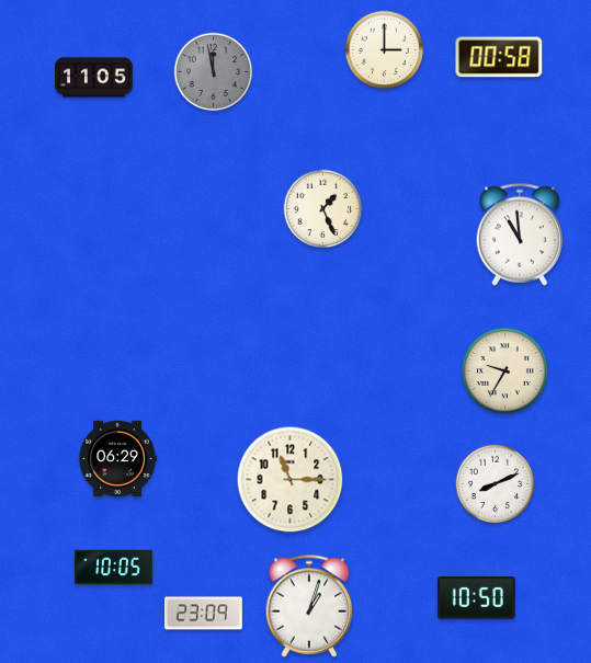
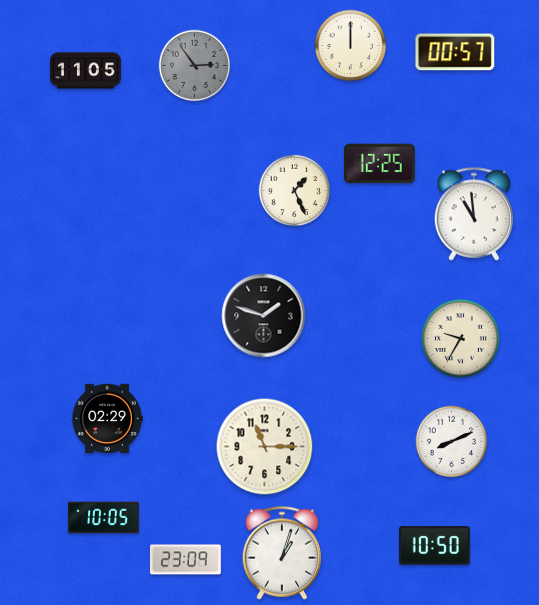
clock at (385, 50): 3:00 -> 12:00
clock at (499, 57): 00:58 -> 00:57
clock at (214, 72): 11:58 -> 2:54
clock at (379, 164): none -> 12:25
clock at (264, 316): none -> 1:48
clock at (117, 458): 06:29 -> 02:29
clock at (291, 480) position: (291, 480) -> (265, 447)
